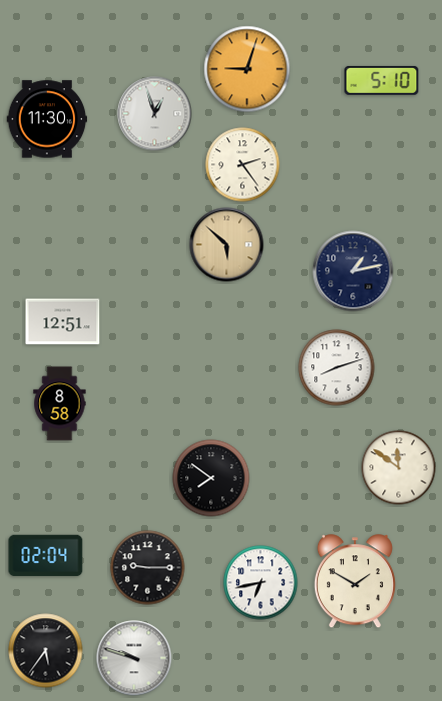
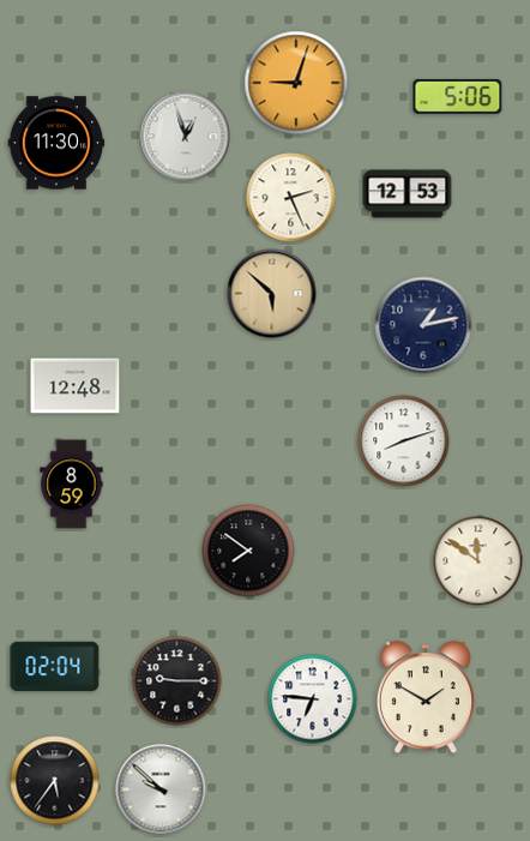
clock at (382, 80): 5:10 -> 5:06
clock at (408, 194): none -> 12:53
clock at (243, 165): 2:24 -> 2:26
clock at (63, 322): 12:51 -> 12:48
clock at (60, 404): 8:58 -> 8:59
clock at (211, 478) position: (211, 478) -> (248, 551)
clock at (261, 583): 6:43 -> 6:46
clock at (134, 658): 9:48 -> 9:52
